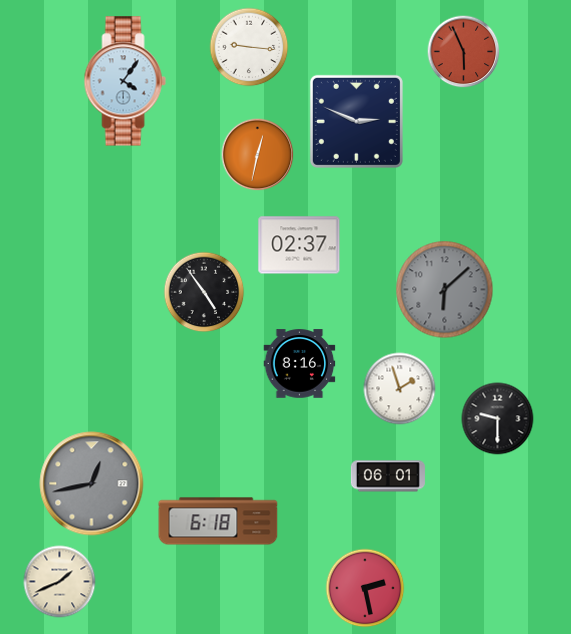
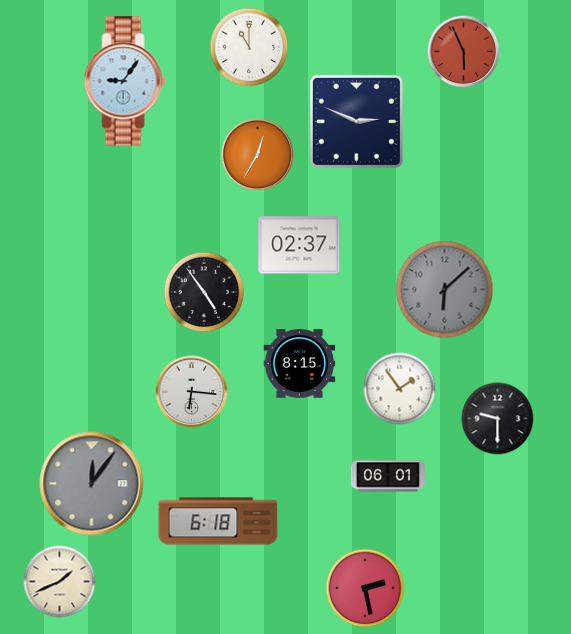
clock at (249, 47): 9:16 -> 11:00
clock at (125, 81): 4:06 -> 9:06
clock at (258, 155): 12:32 -> 12:35
clock at (300, 364): 8:16 -> 8:15
clock at (400, 389): 1:57 -> 1:54
clock at (192, 392): none -> 6:16
clock at (92, 484): 12:43 -> 12:06
